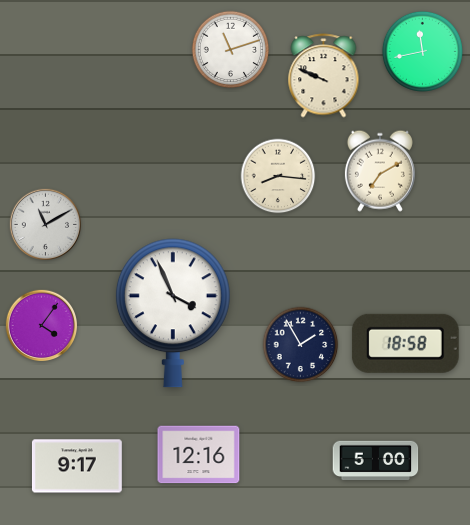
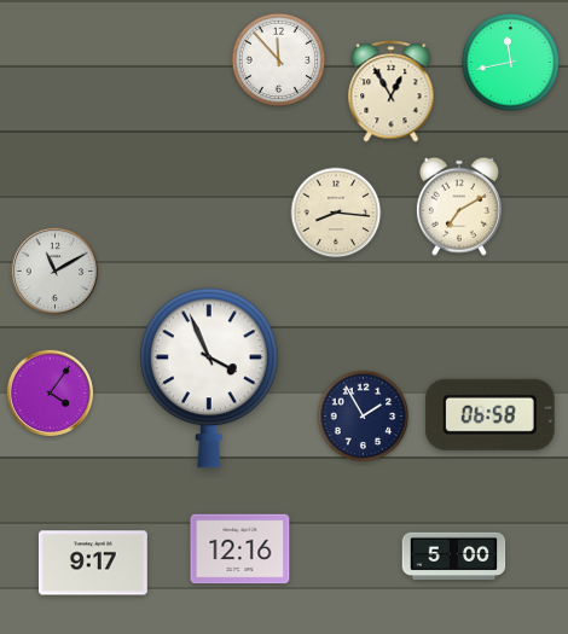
clock at (231, 50): 11:12 -> 11:53
clock at (324, 76): 9:49 -> 12:55
clock at (405, 343): 18:58 -> 06:58
